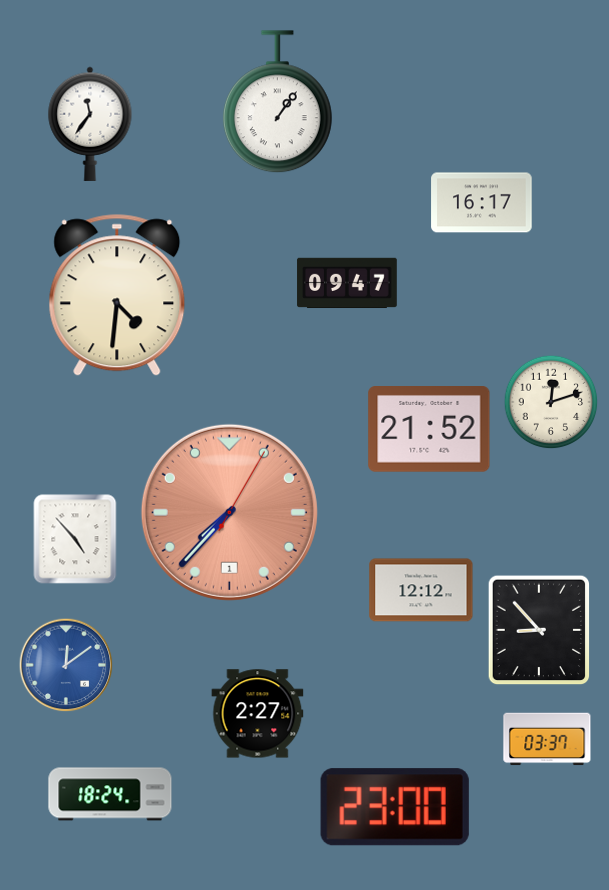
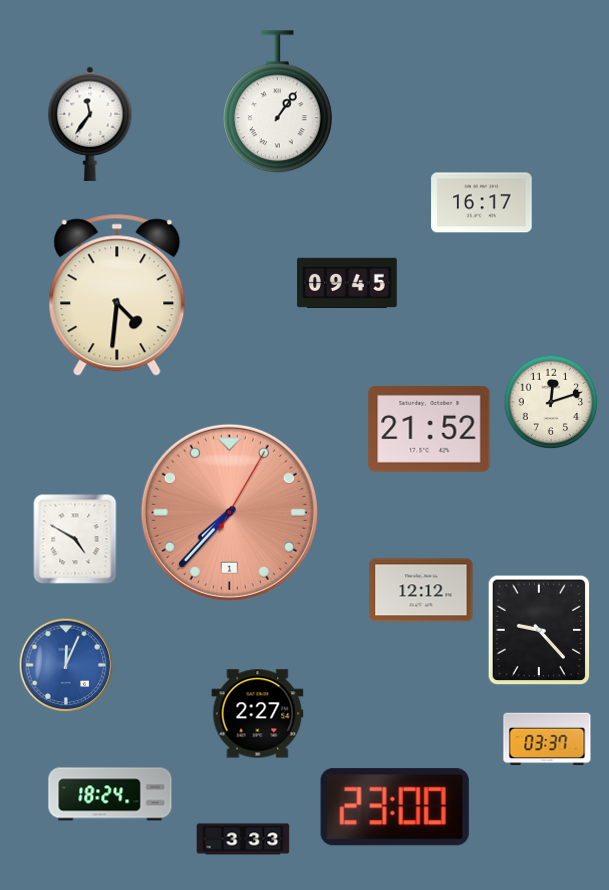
clock at (347, 283): 09:47 -> 09:45
clock at (75, 539): 4:53 -> 4:50
clock at (539, 630): 8:53 -> 9:23
clock at (66, 665): 12:09 -> 12:04
clock at (243, 839): none -> 3:33
